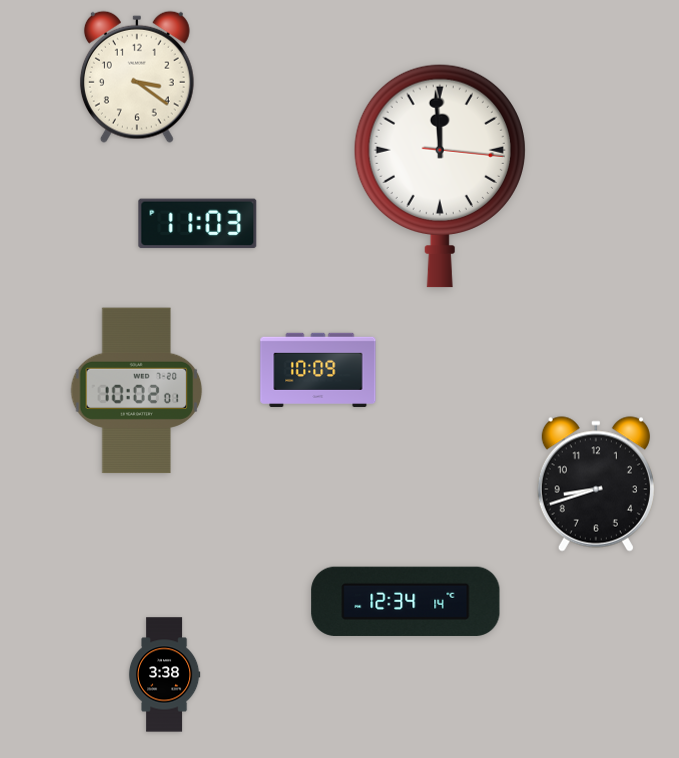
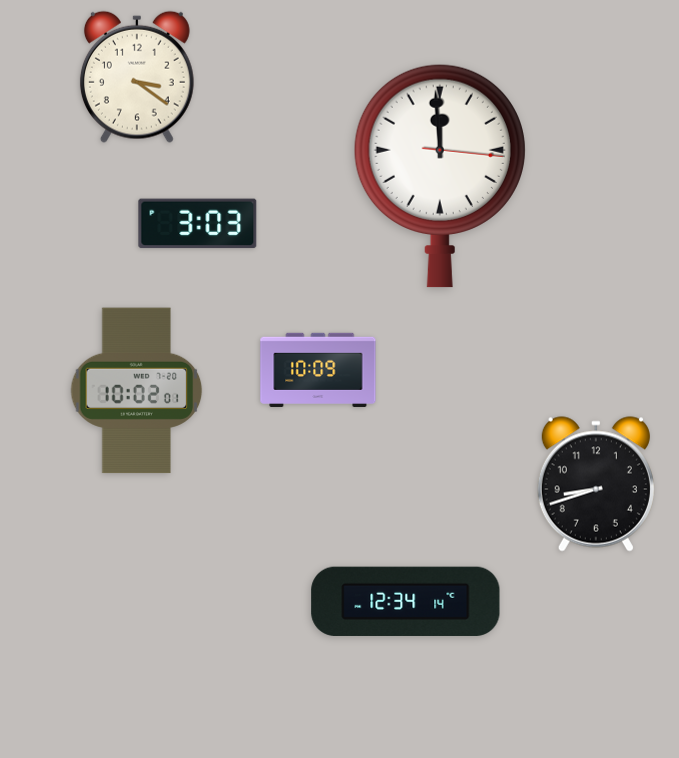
clock at (198, 224): 11:03 -> 3:03
clock at (164, 675): 3:38 -> none
